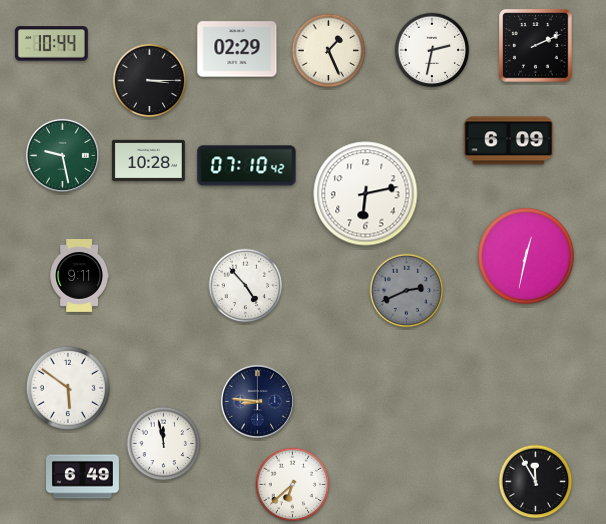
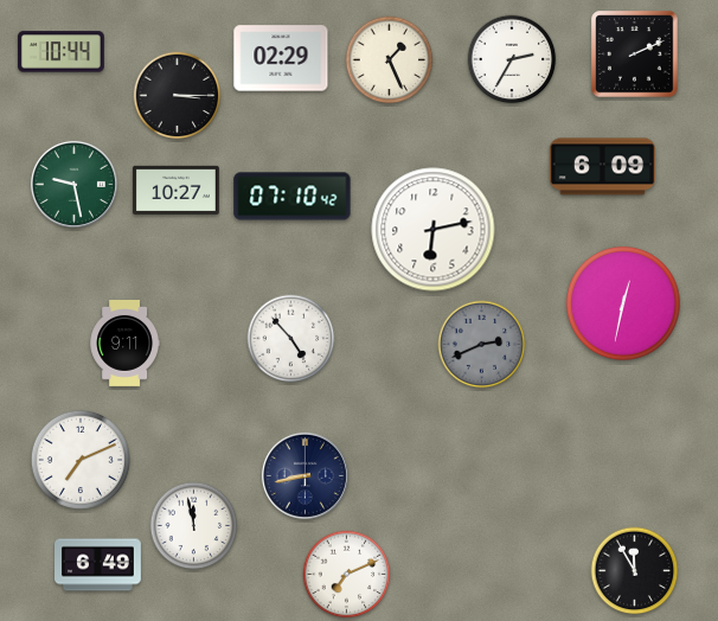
clock at (432, 50): 2:32 -> 2:35
clock at (148, 160): 10:28 -> 10:27
clock at (79, 276) position: (79, 276) -> (124, 344)
clock at (68, 388): 5:51 -> 7:11
clock at (257, 401): 8:46 -> 8:43
clock at (293, 485): 6:38 -> 7:11
